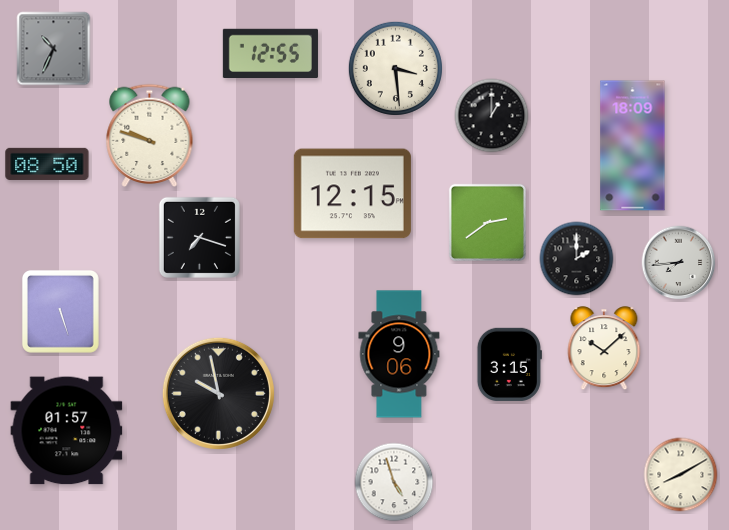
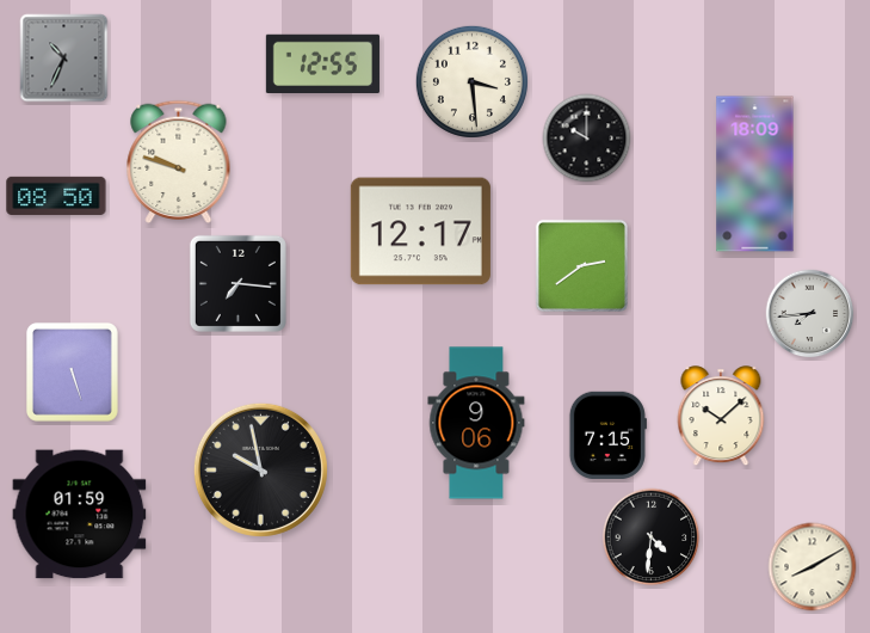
clock at (492, 116): 1:00 -> 10:00
clock at (352, 194): 12:15 -> 12:17
clock at (199, 237): 7:18 -> 7:16
clock at (577, 259): 2:00 -> none
clock at (509, 364): 3:15 -> 7:15
clock at (67, 431): 01:57 -> 01:59
clock at (652, 537): none -> 4:31
clock at (394, 482): 4:57 -> none
